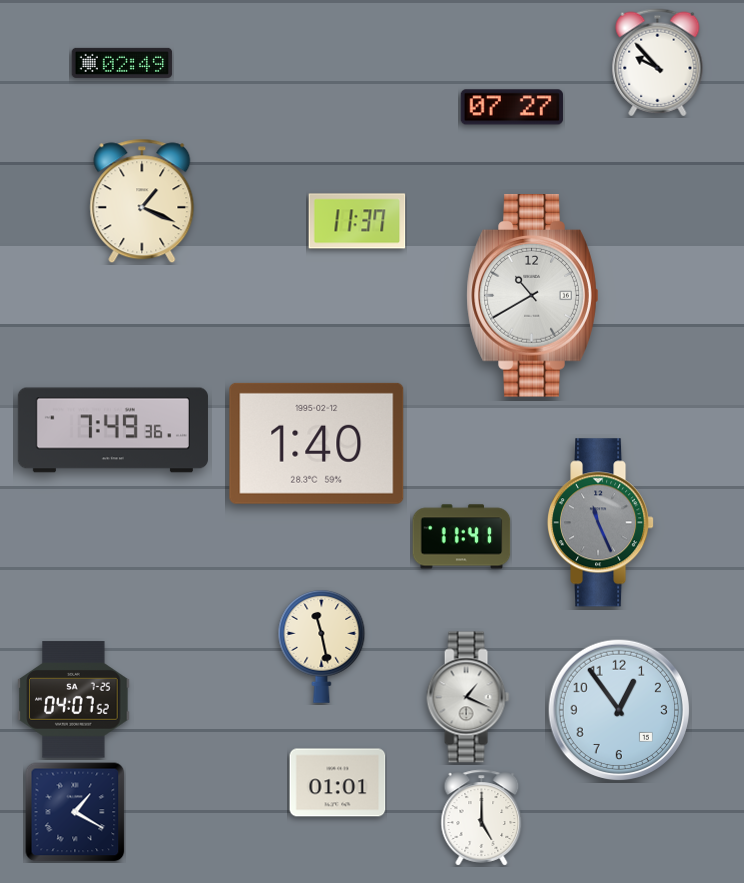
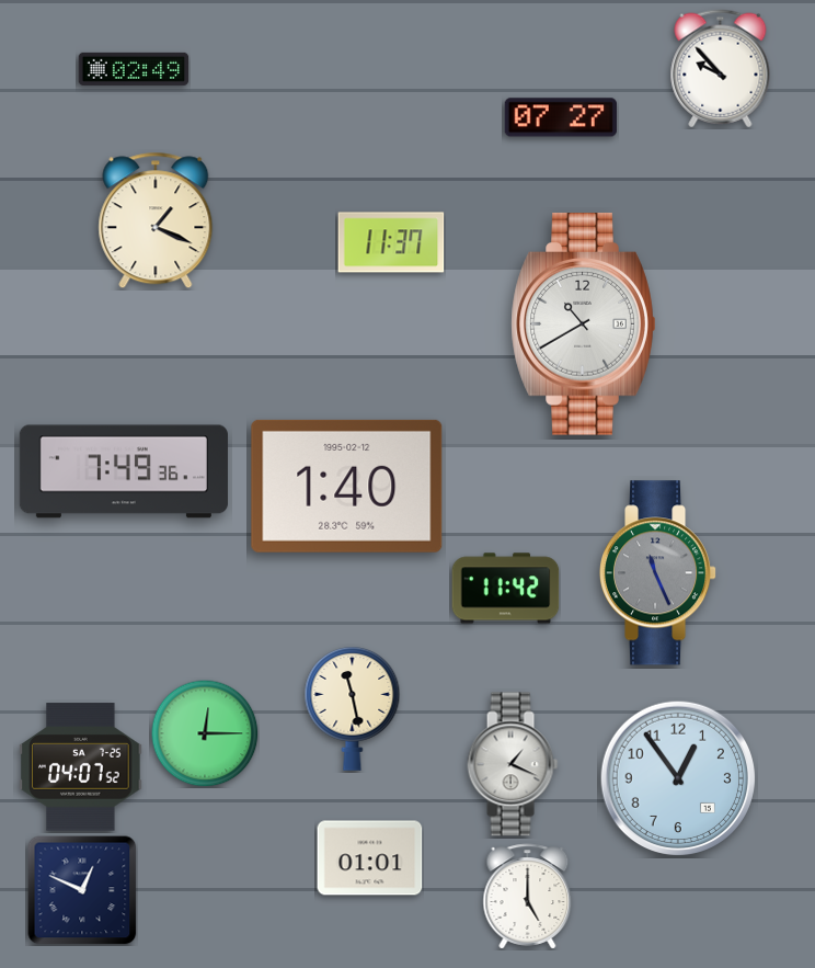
clock at (462, 537): 11:41 -> 11:42
clock at (205, 733): none -> 12:15
clock at (75, 812): 1:20 -> 12:49
